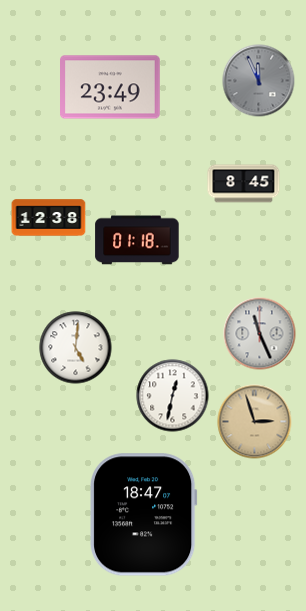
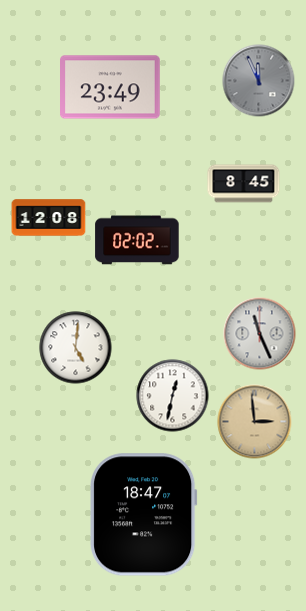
clock at (49, 218): 12:38 -> 12:08
clock at (137, 240): 01:18 -> 02:02
clock at (255, 422): 2:57 -> 2:59
